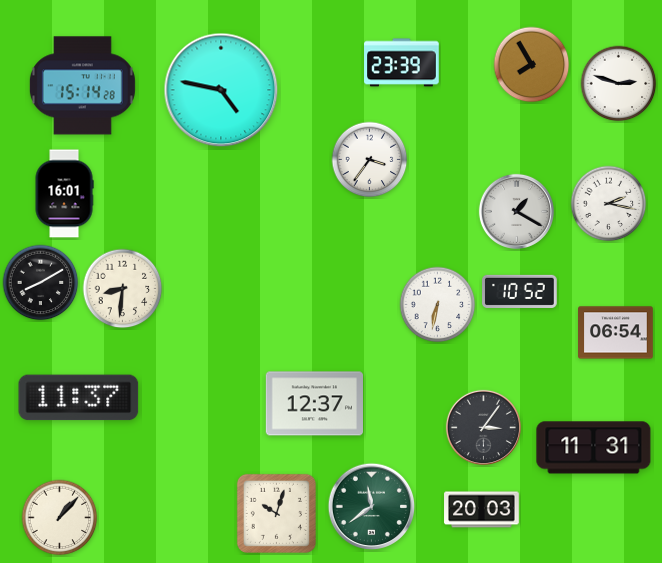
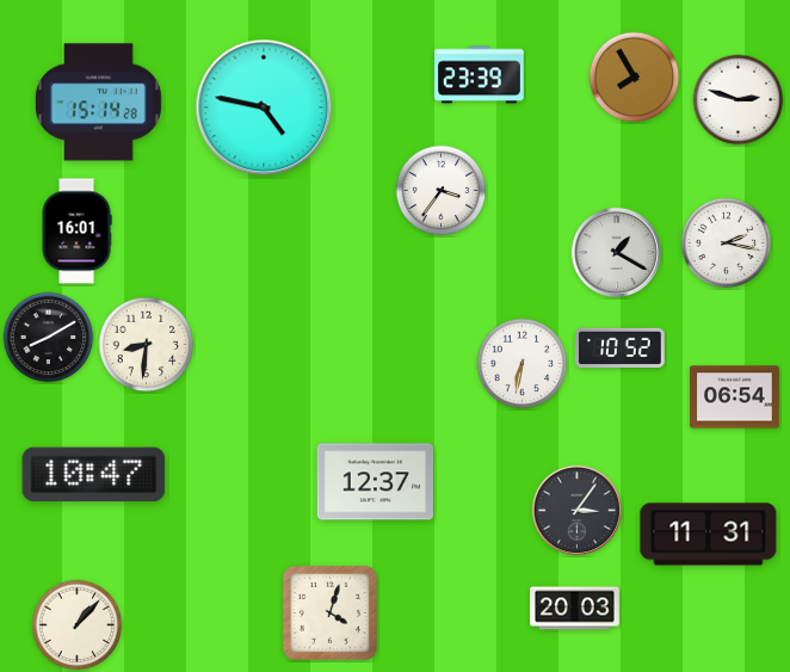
clock at (79, 398): 11:37 -> 10:47
clock at (372, 507): 11:39 -> none
clock at (276, 513): 10:03 -> 4:03
clock at (60, 518) position: (60, 518) -> (78, 625)
